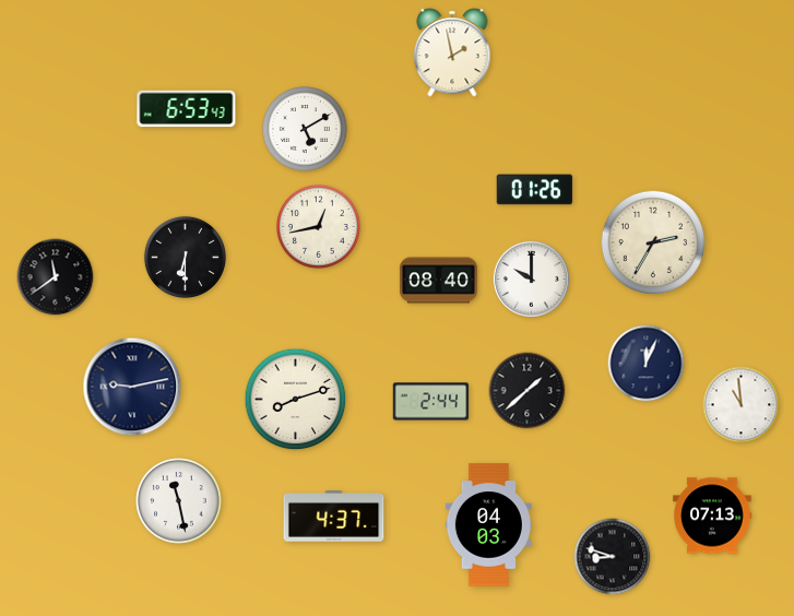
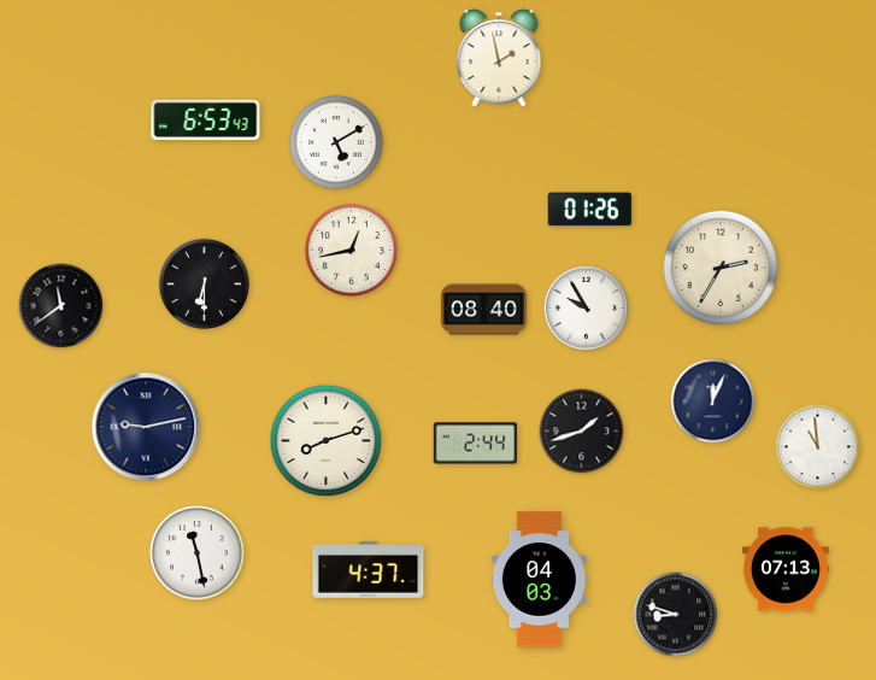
clock at (531, 279): 10:00 -> 9:55
clock at (528, 391): 1:38 -> 1:42
